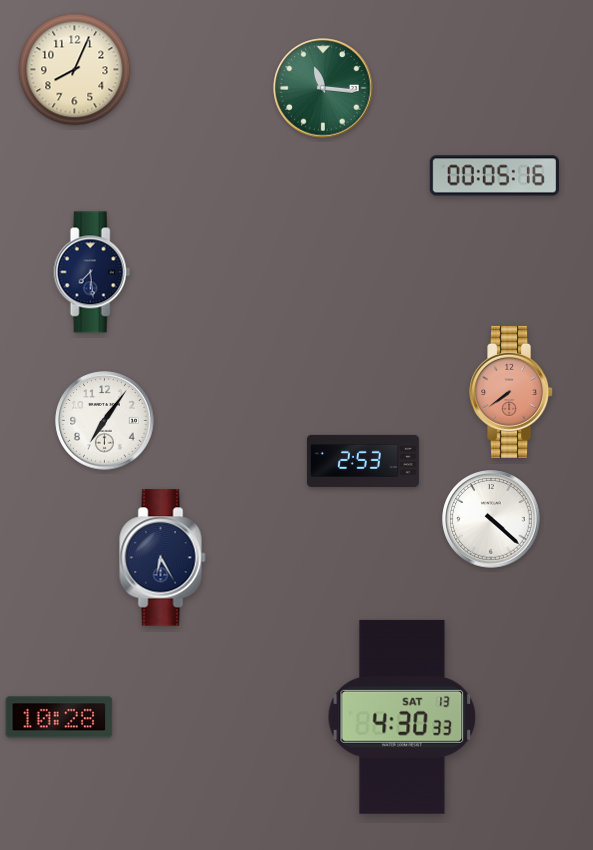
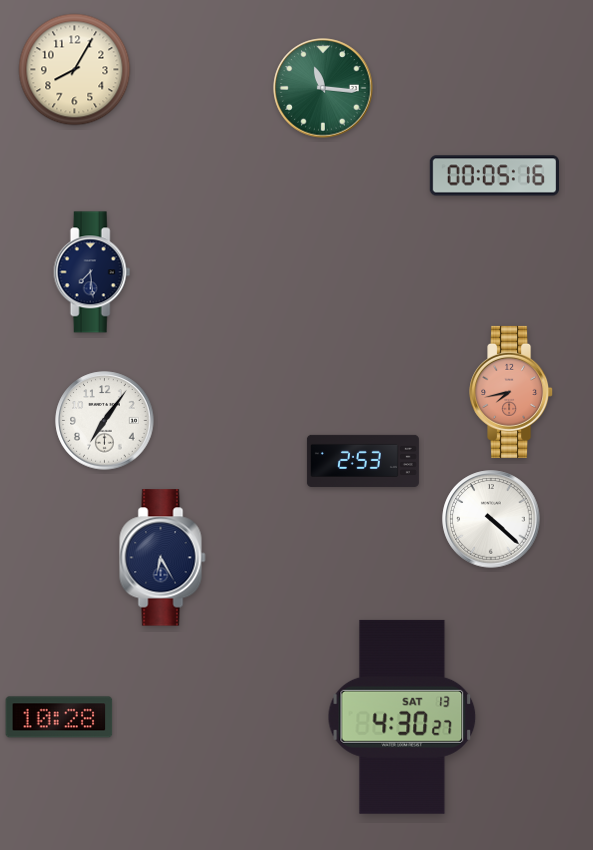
clock at (75, 70): 8:04 -> 8:05
clock at (512, 392): 7:39 -> 7:43
clock at (402, 717): 4:30:33 -> 4:30:27
